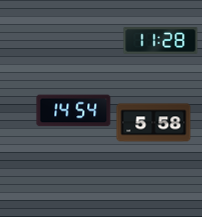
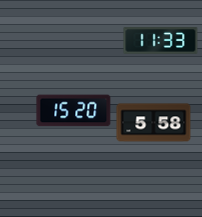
clock at (161, 41): 11:28 -> 11:33
clock at (74, 111): 14:54 -> 15:20
